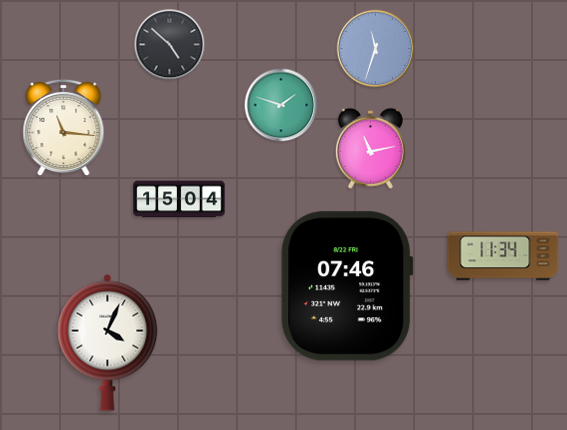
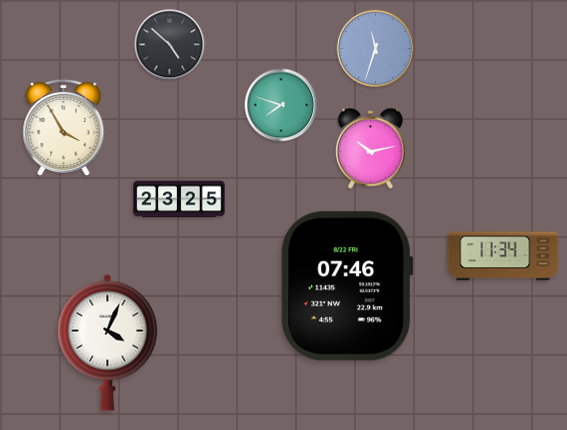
clock at (281, 105): 1:48 -> 7:48
clock at (64, 128): 11:16 -> 3:55
clock at (370, 148): 11:13 -> 10:13
clock at (179, 199): 15:04 -> 23:25
